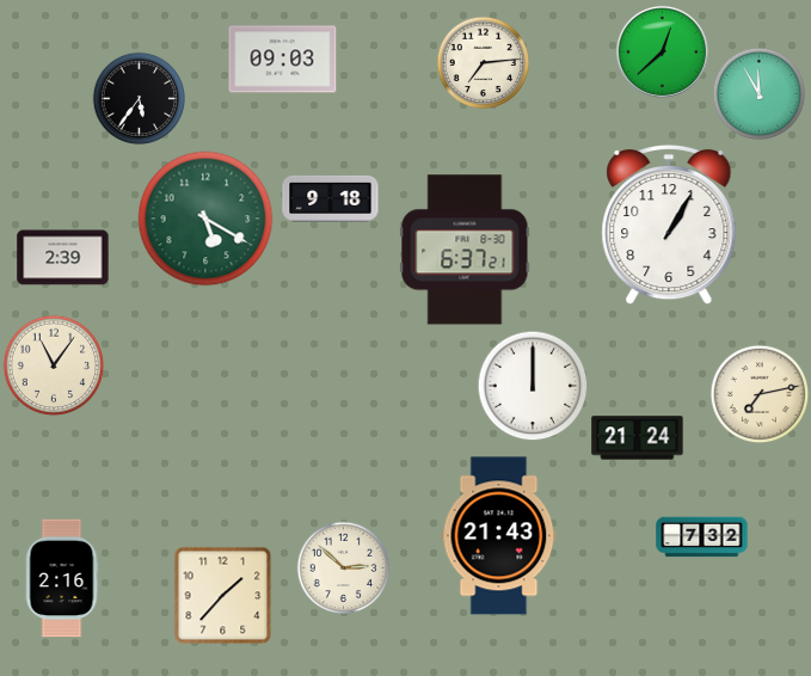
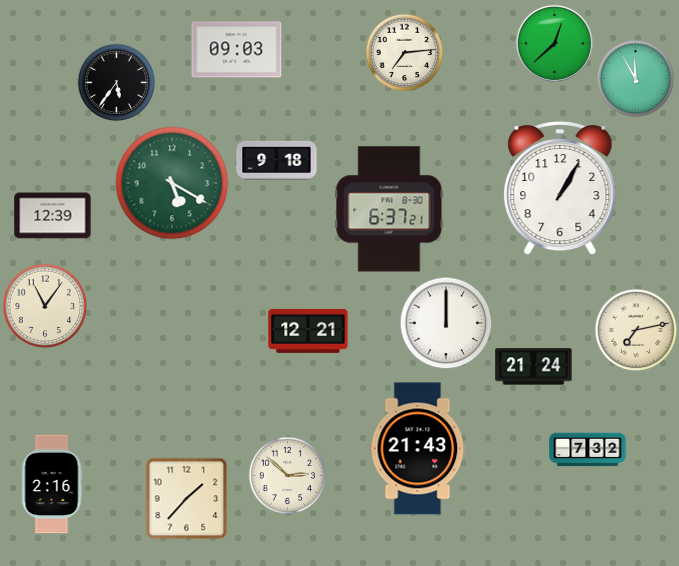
clock at (331, 198) position: (331, 198) -> (277, 160)
clock at (63, 258): 2:39 -> 12:39
clock at (308, 331): none -> 12:21
